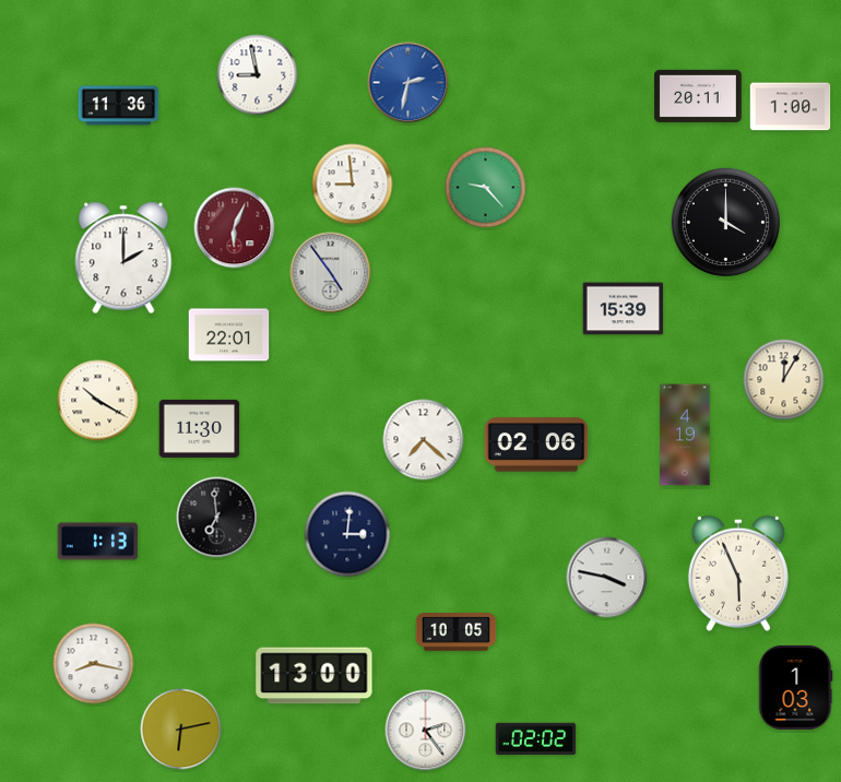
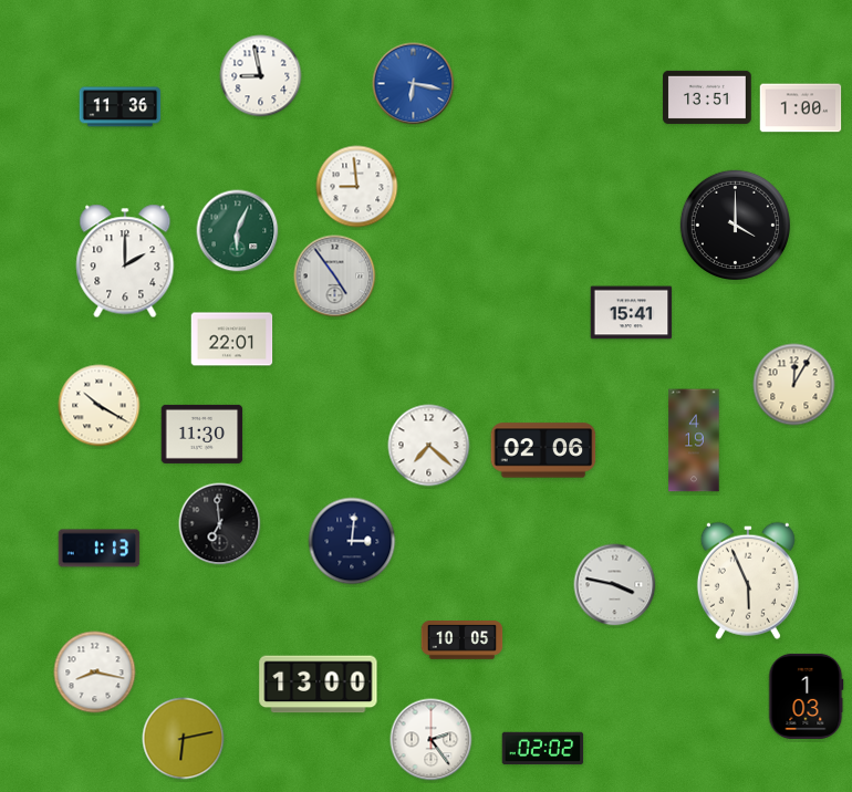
clock at (408, 83): 2:32 -> 6:17
clock at (698, 96): 20:11 -> 13:51
clock at (486, 188): 9:23 -> none
clock at (235, 228) dial: burgundy -> green
clock at (624, 309): 15:39 -> 15:41
